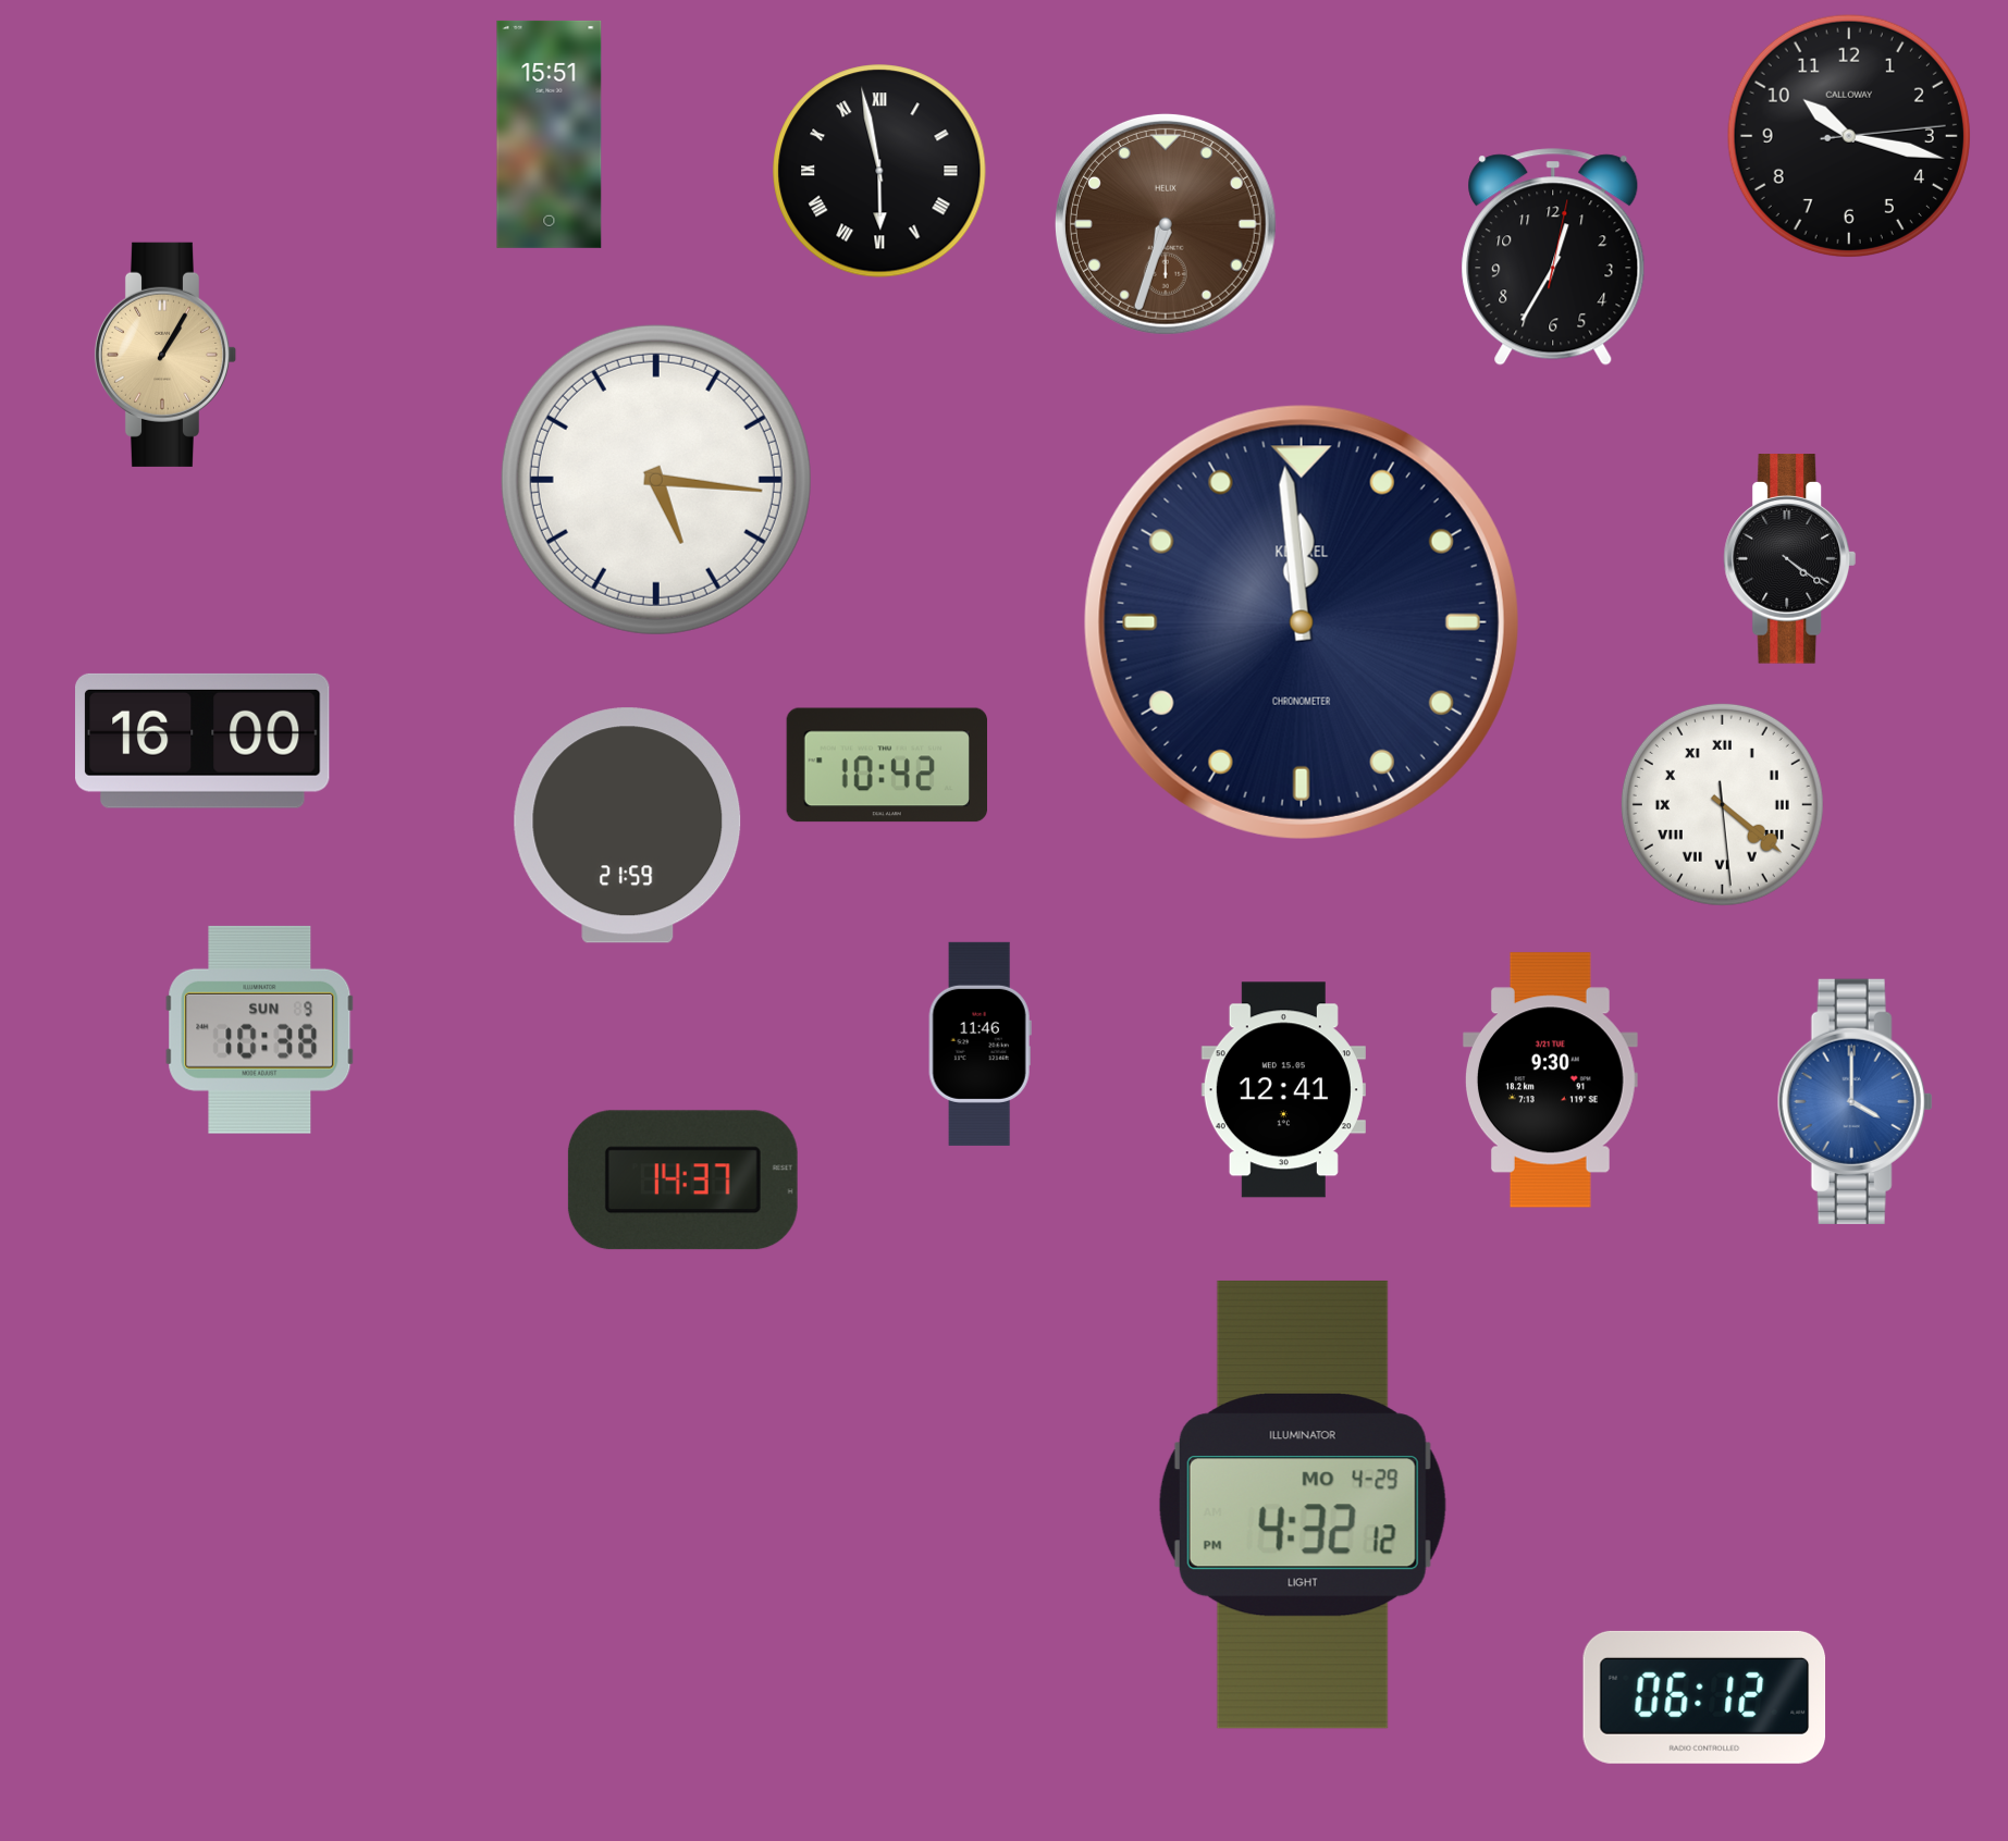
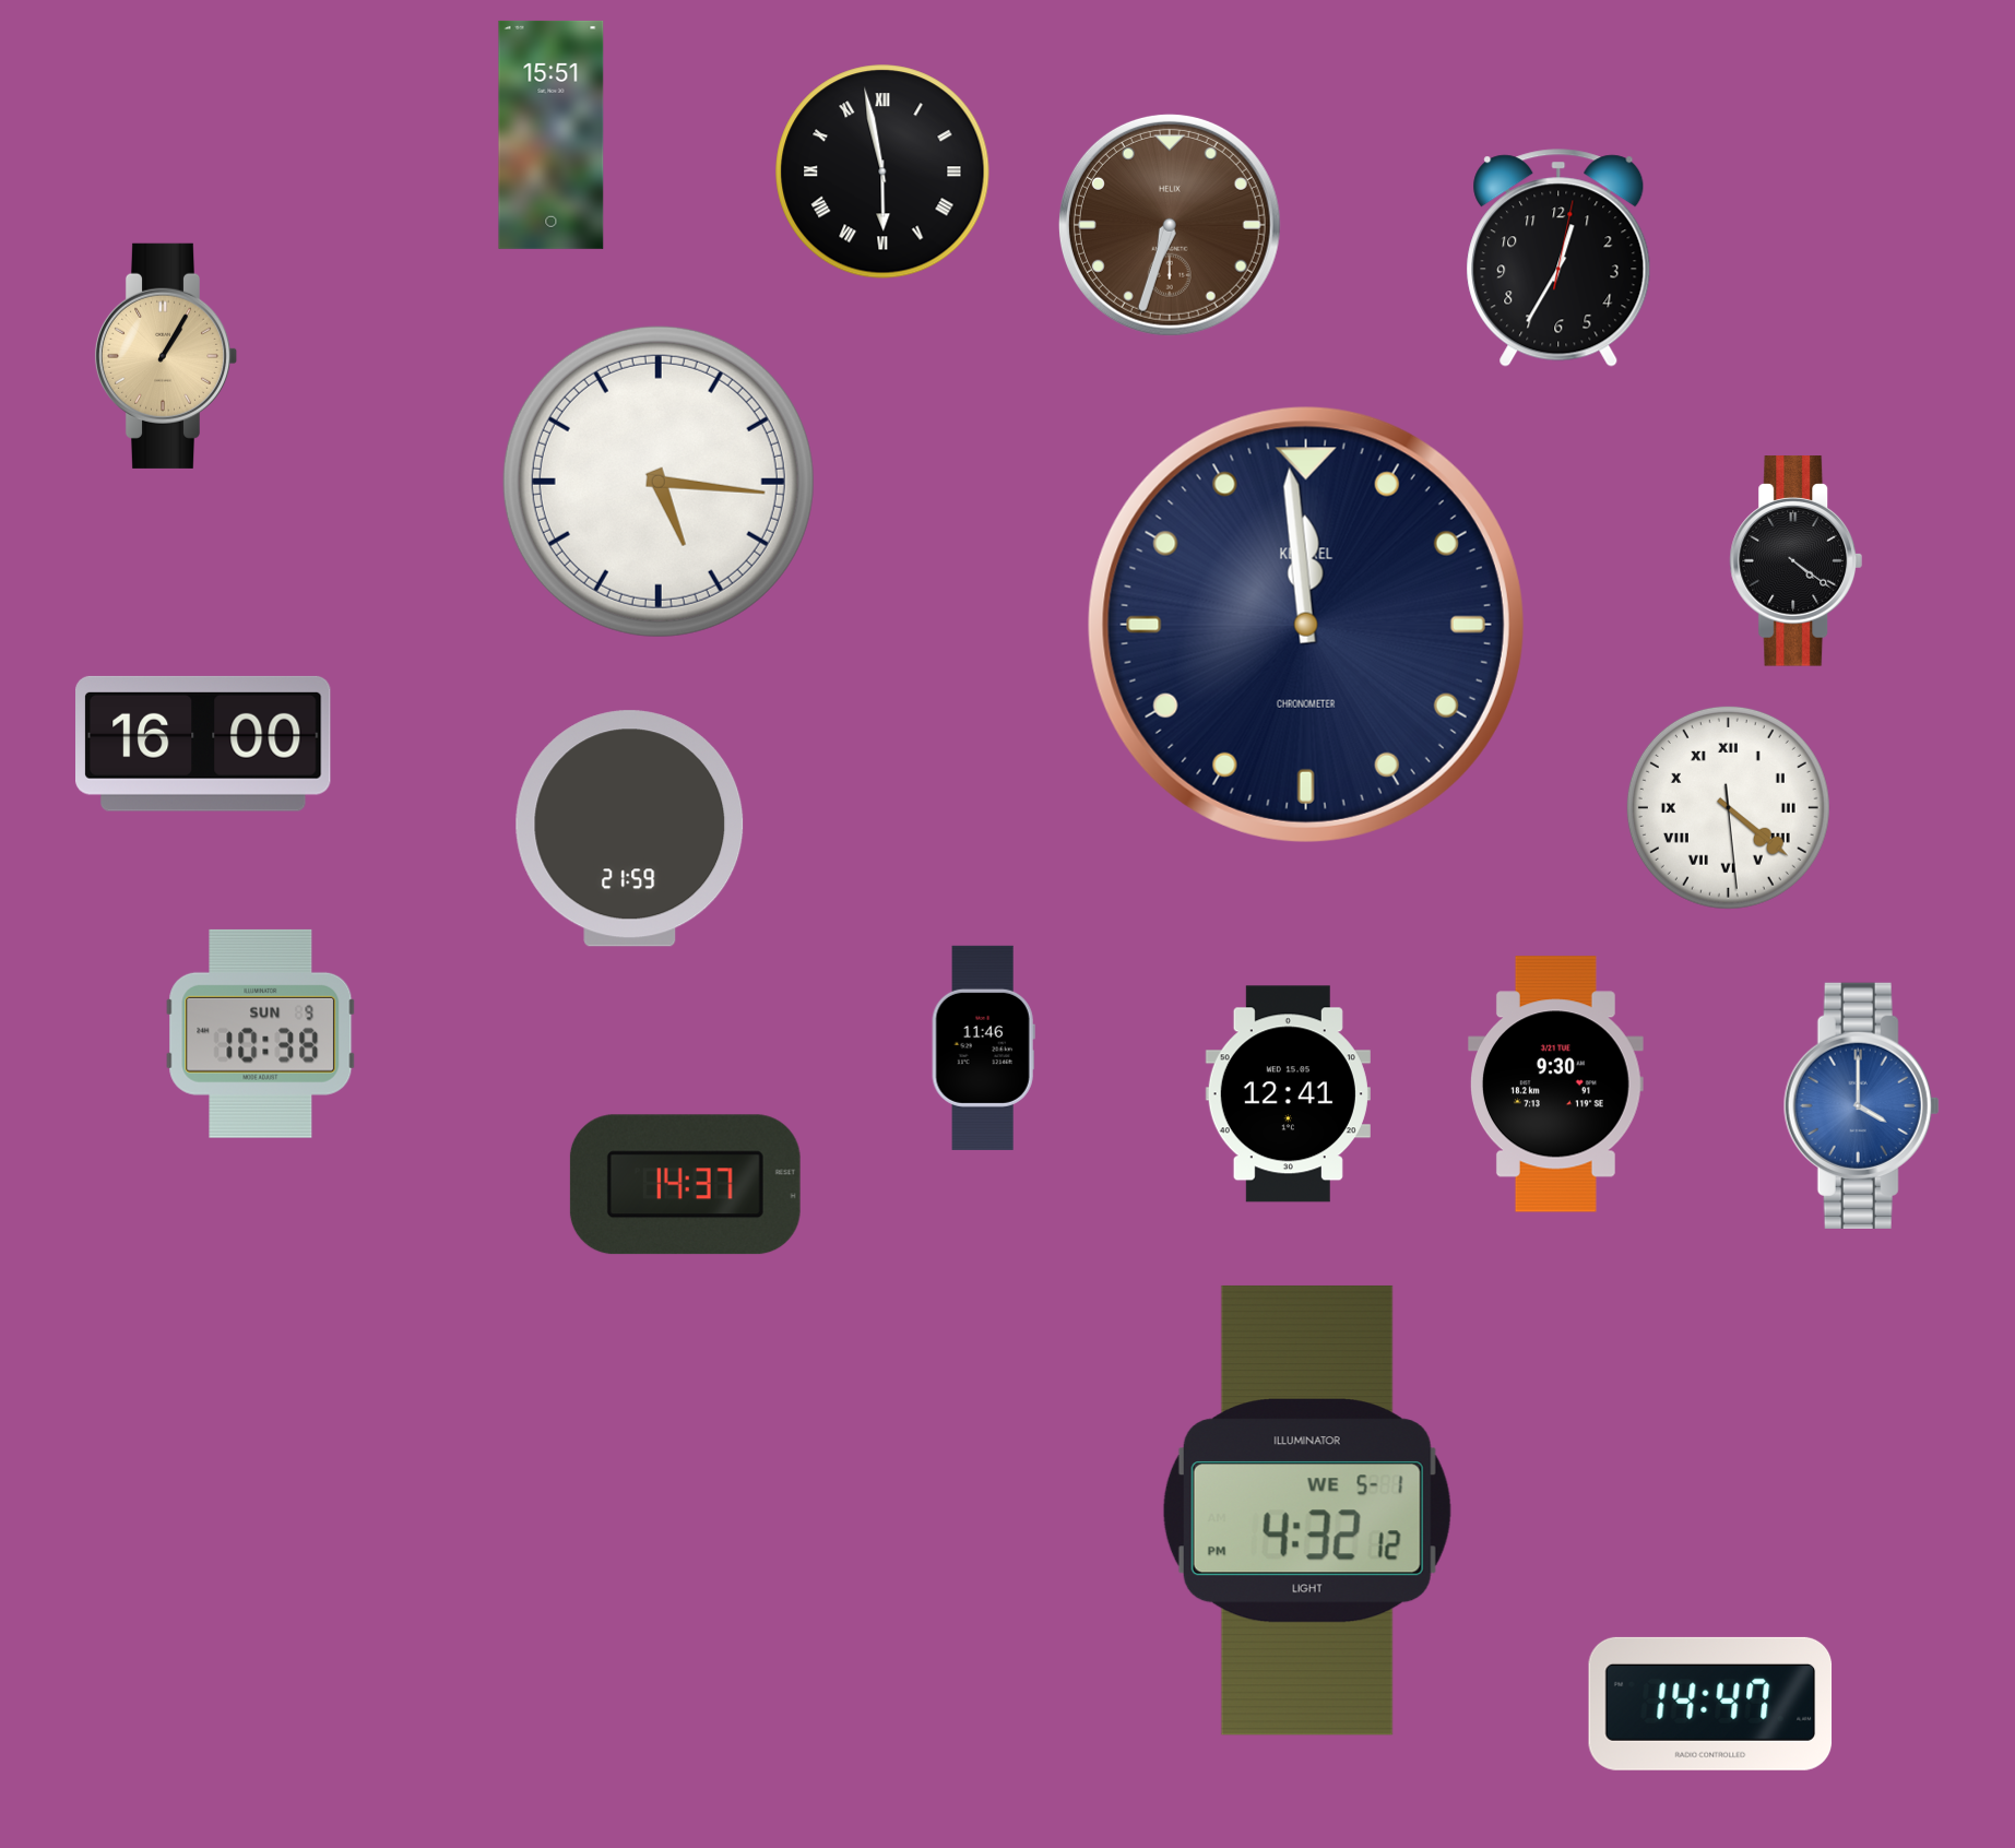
clock at (1849, 136): 10:17 -> none
clock at (886, 765): 10:42 -> none
clock at (1303, 1505) date: MO 4-29 -> WE 5-1
clock at (1704, 1697): 06:12 -> 14:47
